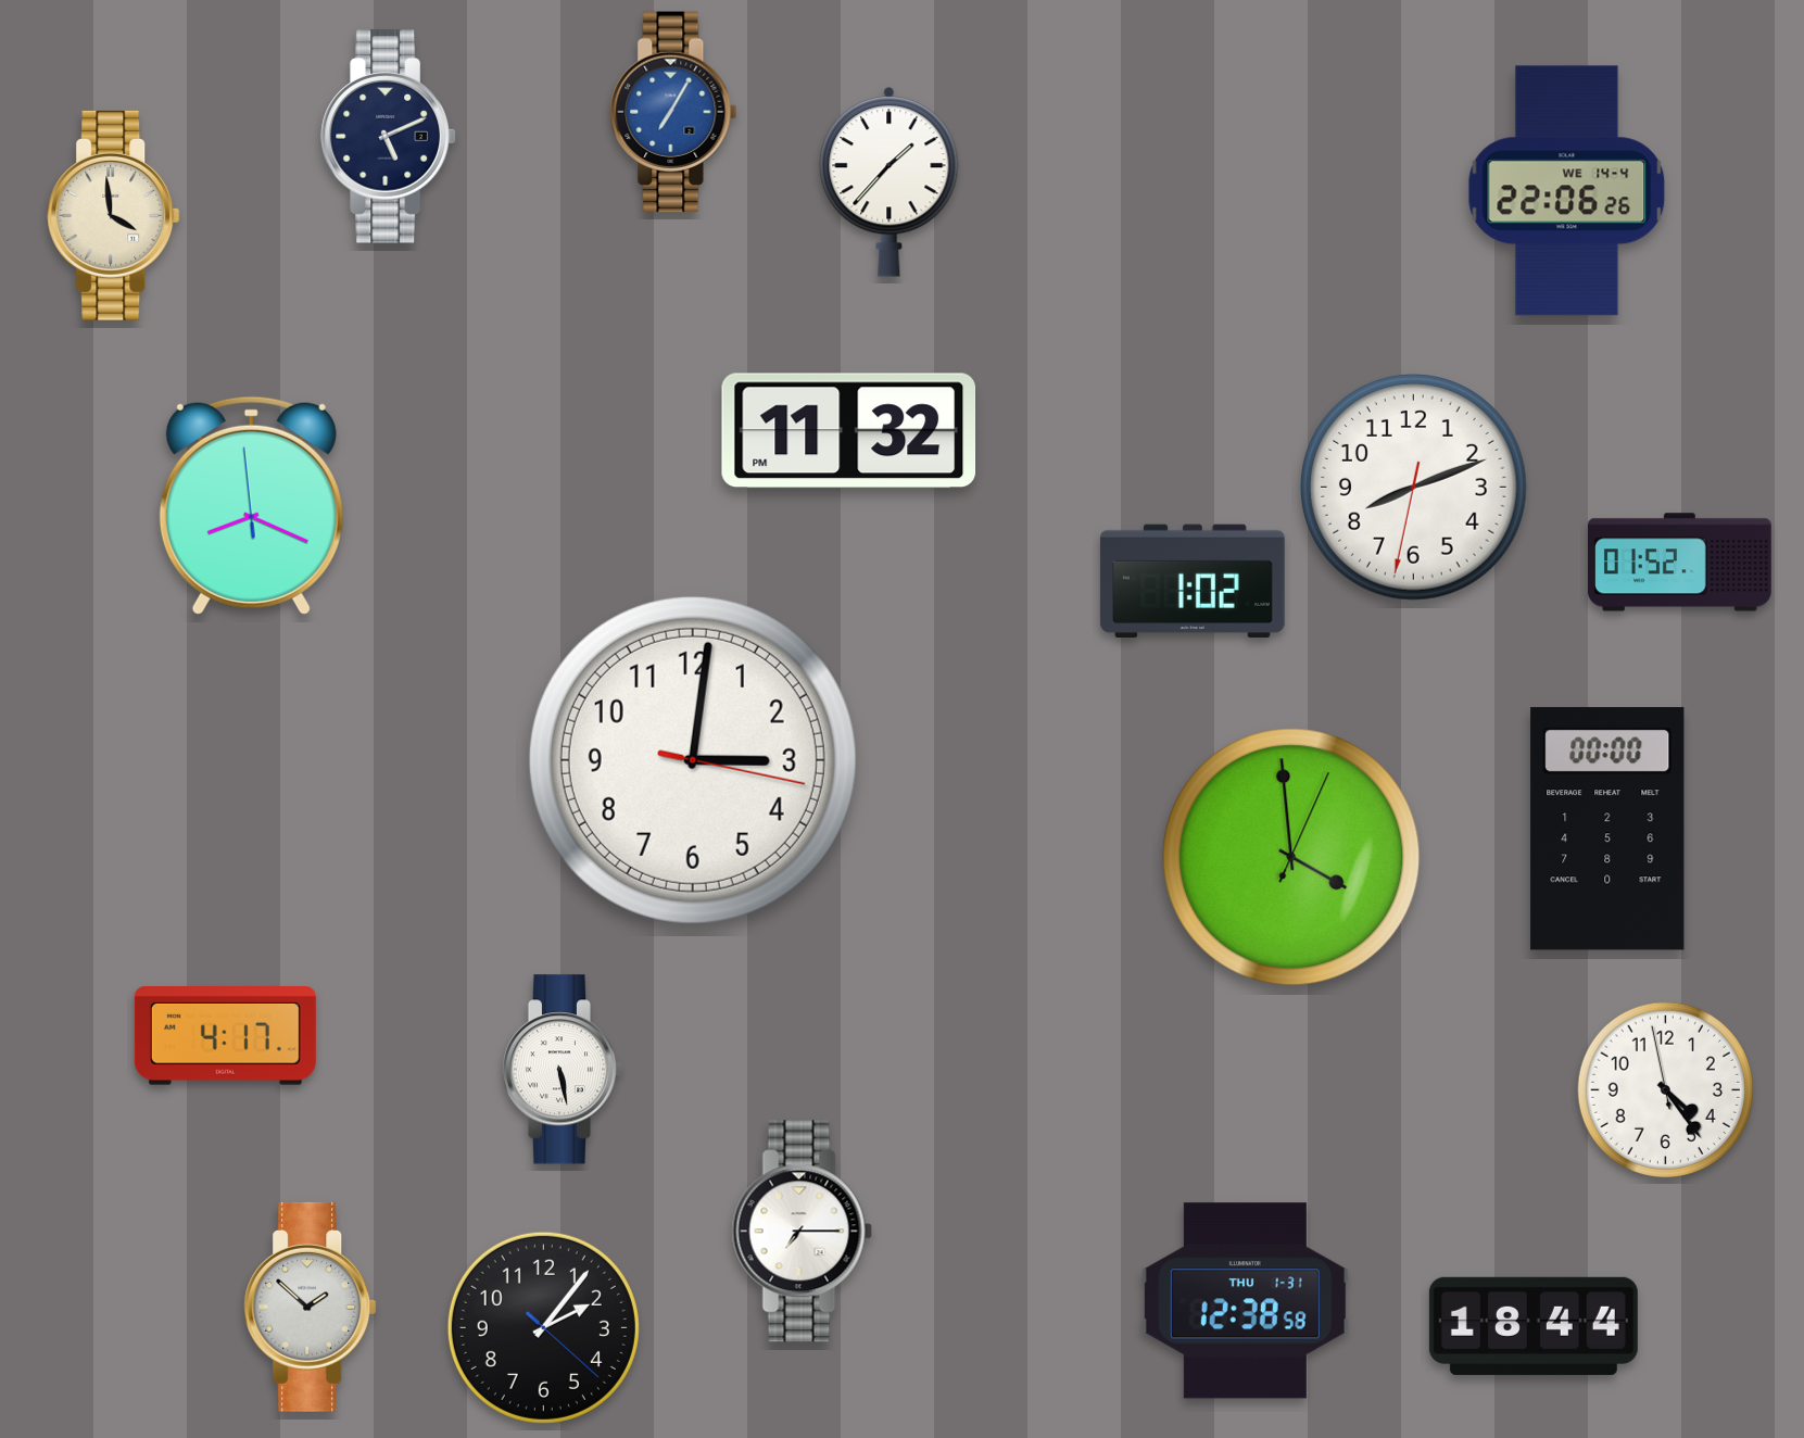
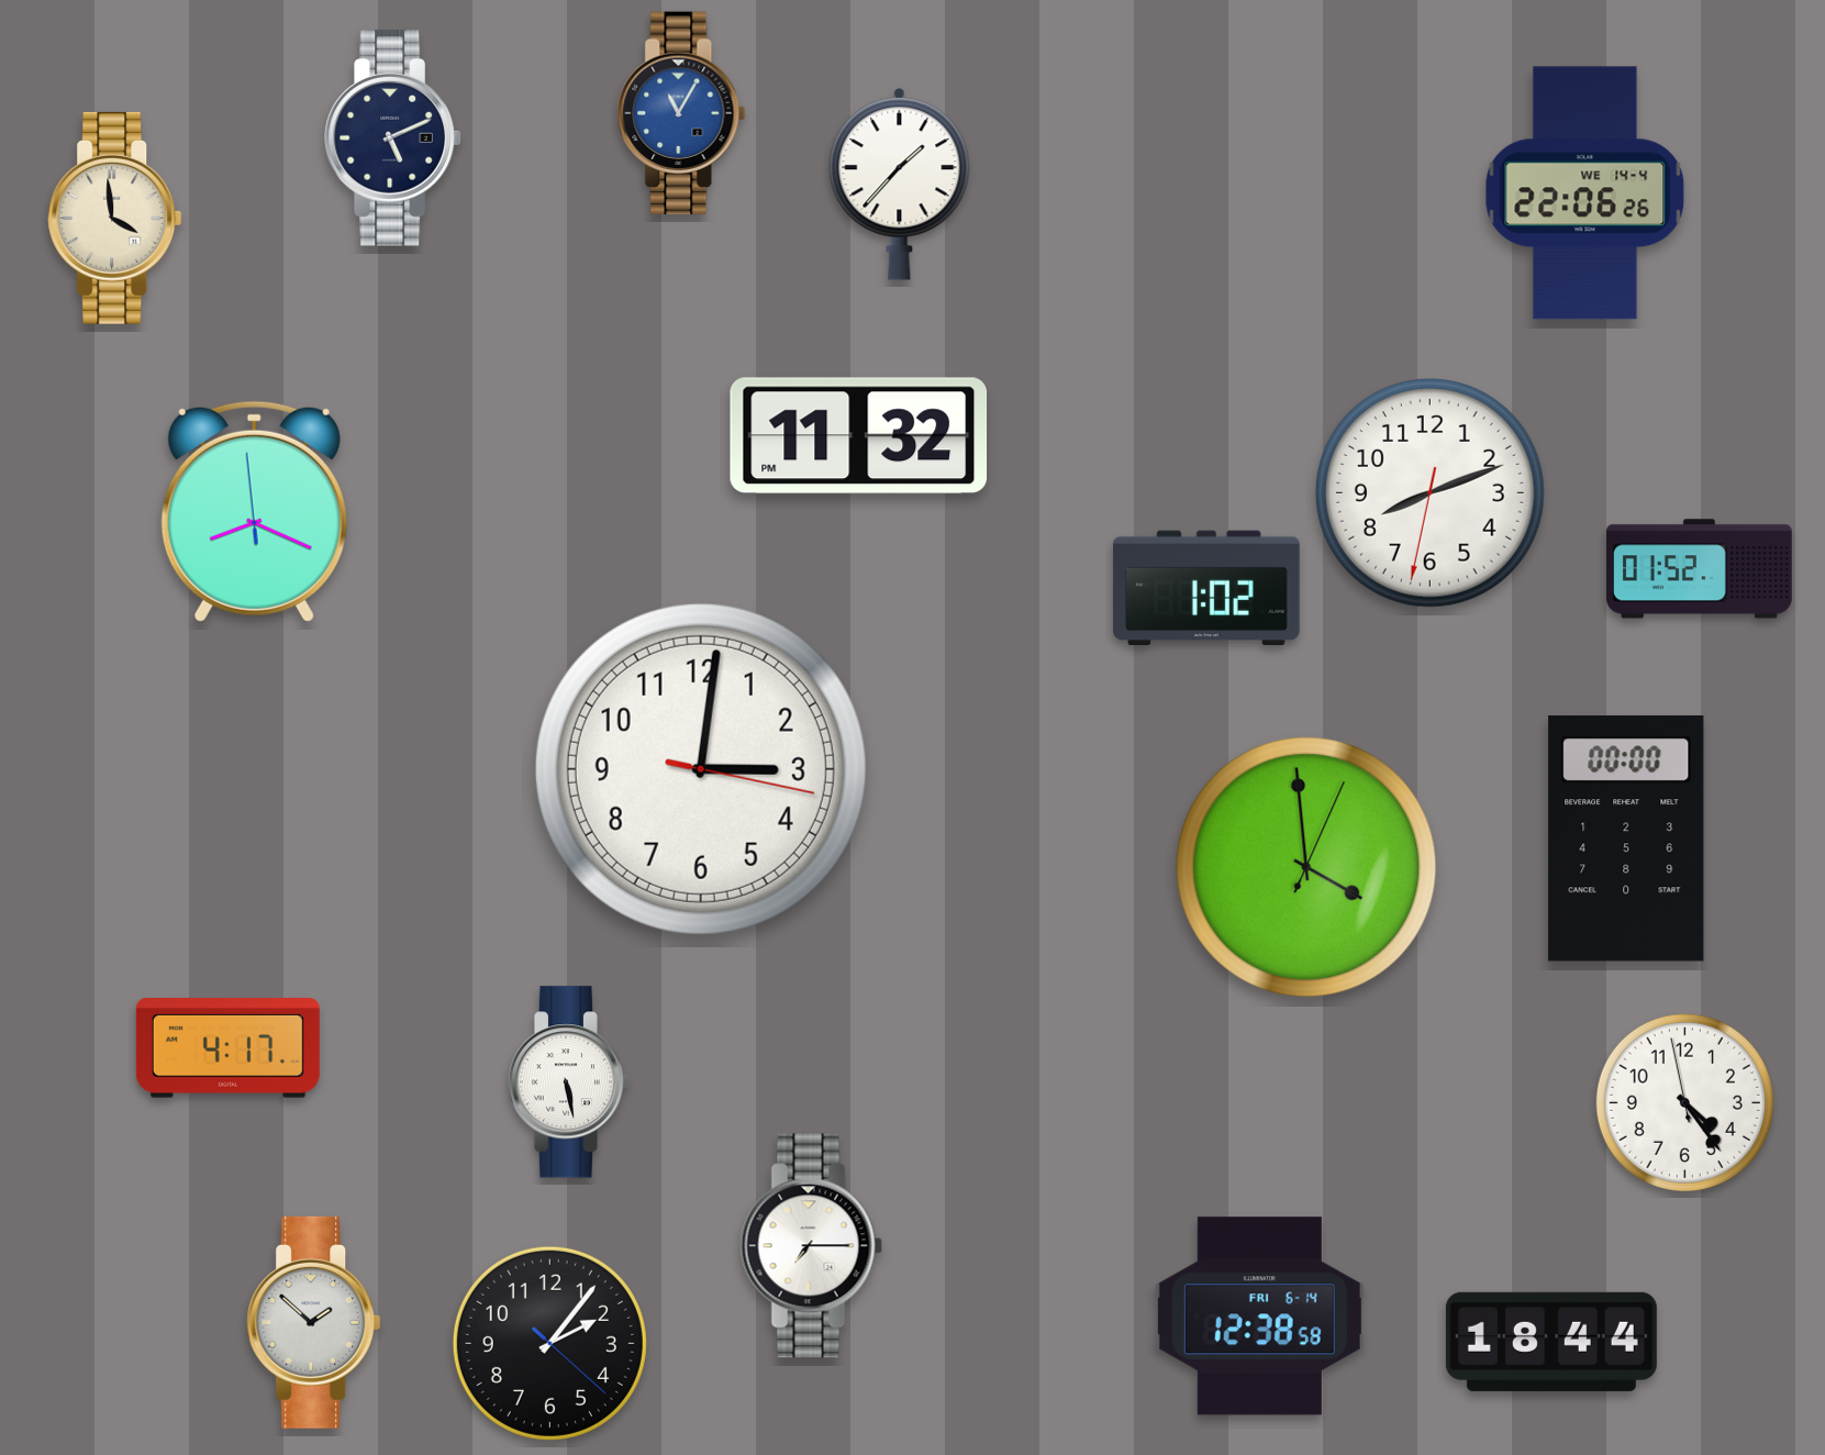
clock at (673, 112): 7:05 -> 11:05
clock at (1245, 1301) date: THU 1-31 -> FRI 6-14
